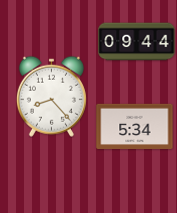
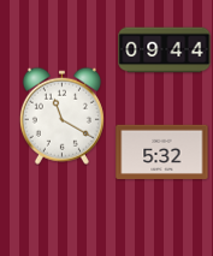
clock at (51, 96): 8:23 -> 11:20
clock at (135, 127): 5:34 -> 5:32
